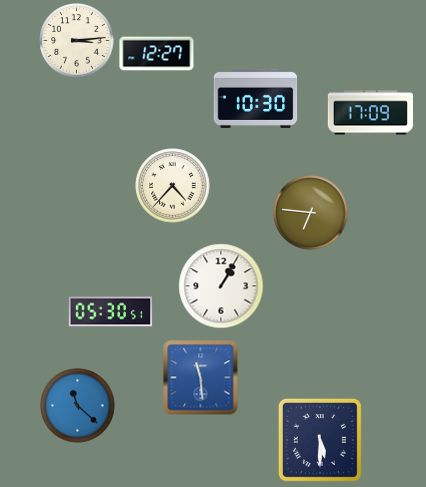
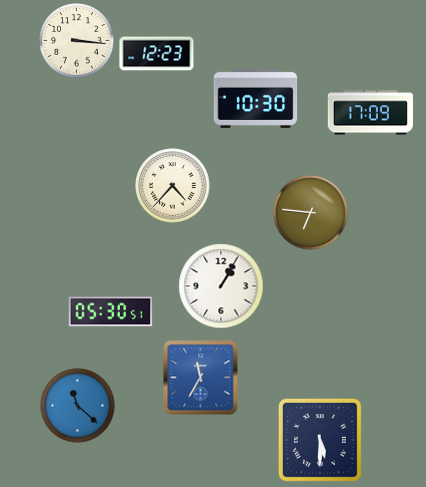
clock at (77, 41): 3:14 -> 3:16
clock at (157, 54): 12:27 -> 12:23
clock at (201, 378): 11:29 -> 11:35
